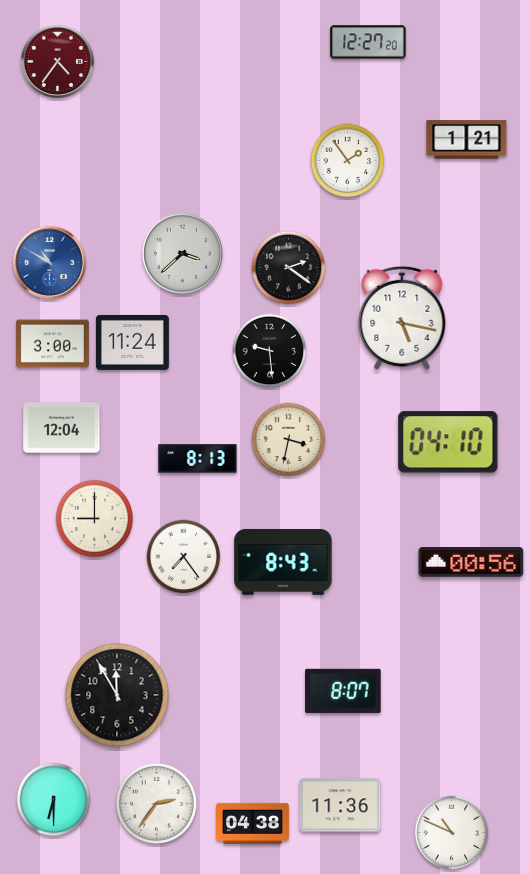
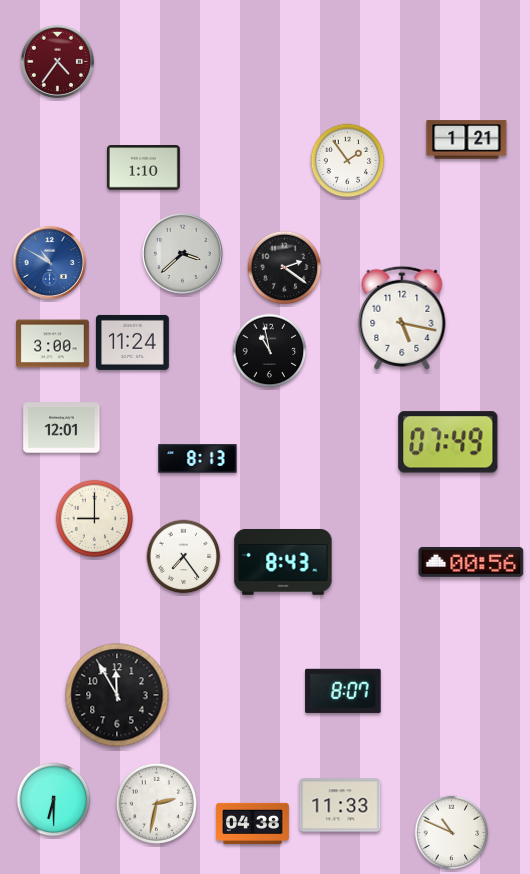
clock at (368, 42): 12:27 -> none
clock at (143, 168): none -> 1:10
clock at (289, 268) position: (289, 268) -> (285, 268)
clock at (270, 351): 9:29 -> 10:58
clock at (62, 428): 12:04 -> 12:01
clock at (289, 440): 3:32 -> none
clock at (448, 442): 04:10 -> 07:49
clock at (156, 803): 2:36 -> 2:32
clock at (340, 805): 11:36 -> 11:33
